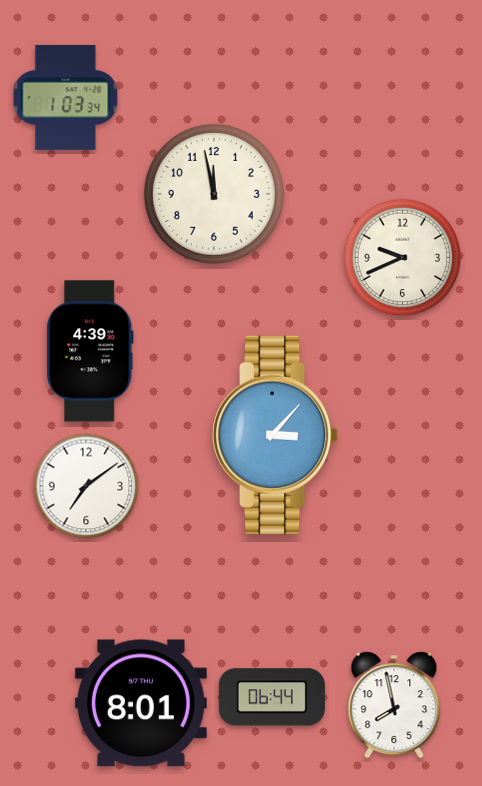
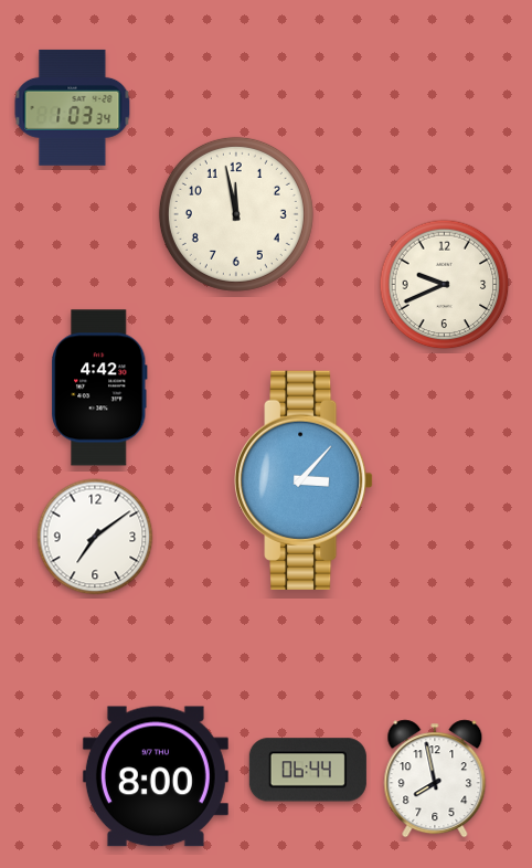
clock at (90, 351): 4:39 -> 4:42
clock at (272, 697) position: (272, 697) -> (308, 770)
clock at (141, 703): 8:01 -> 8:00
